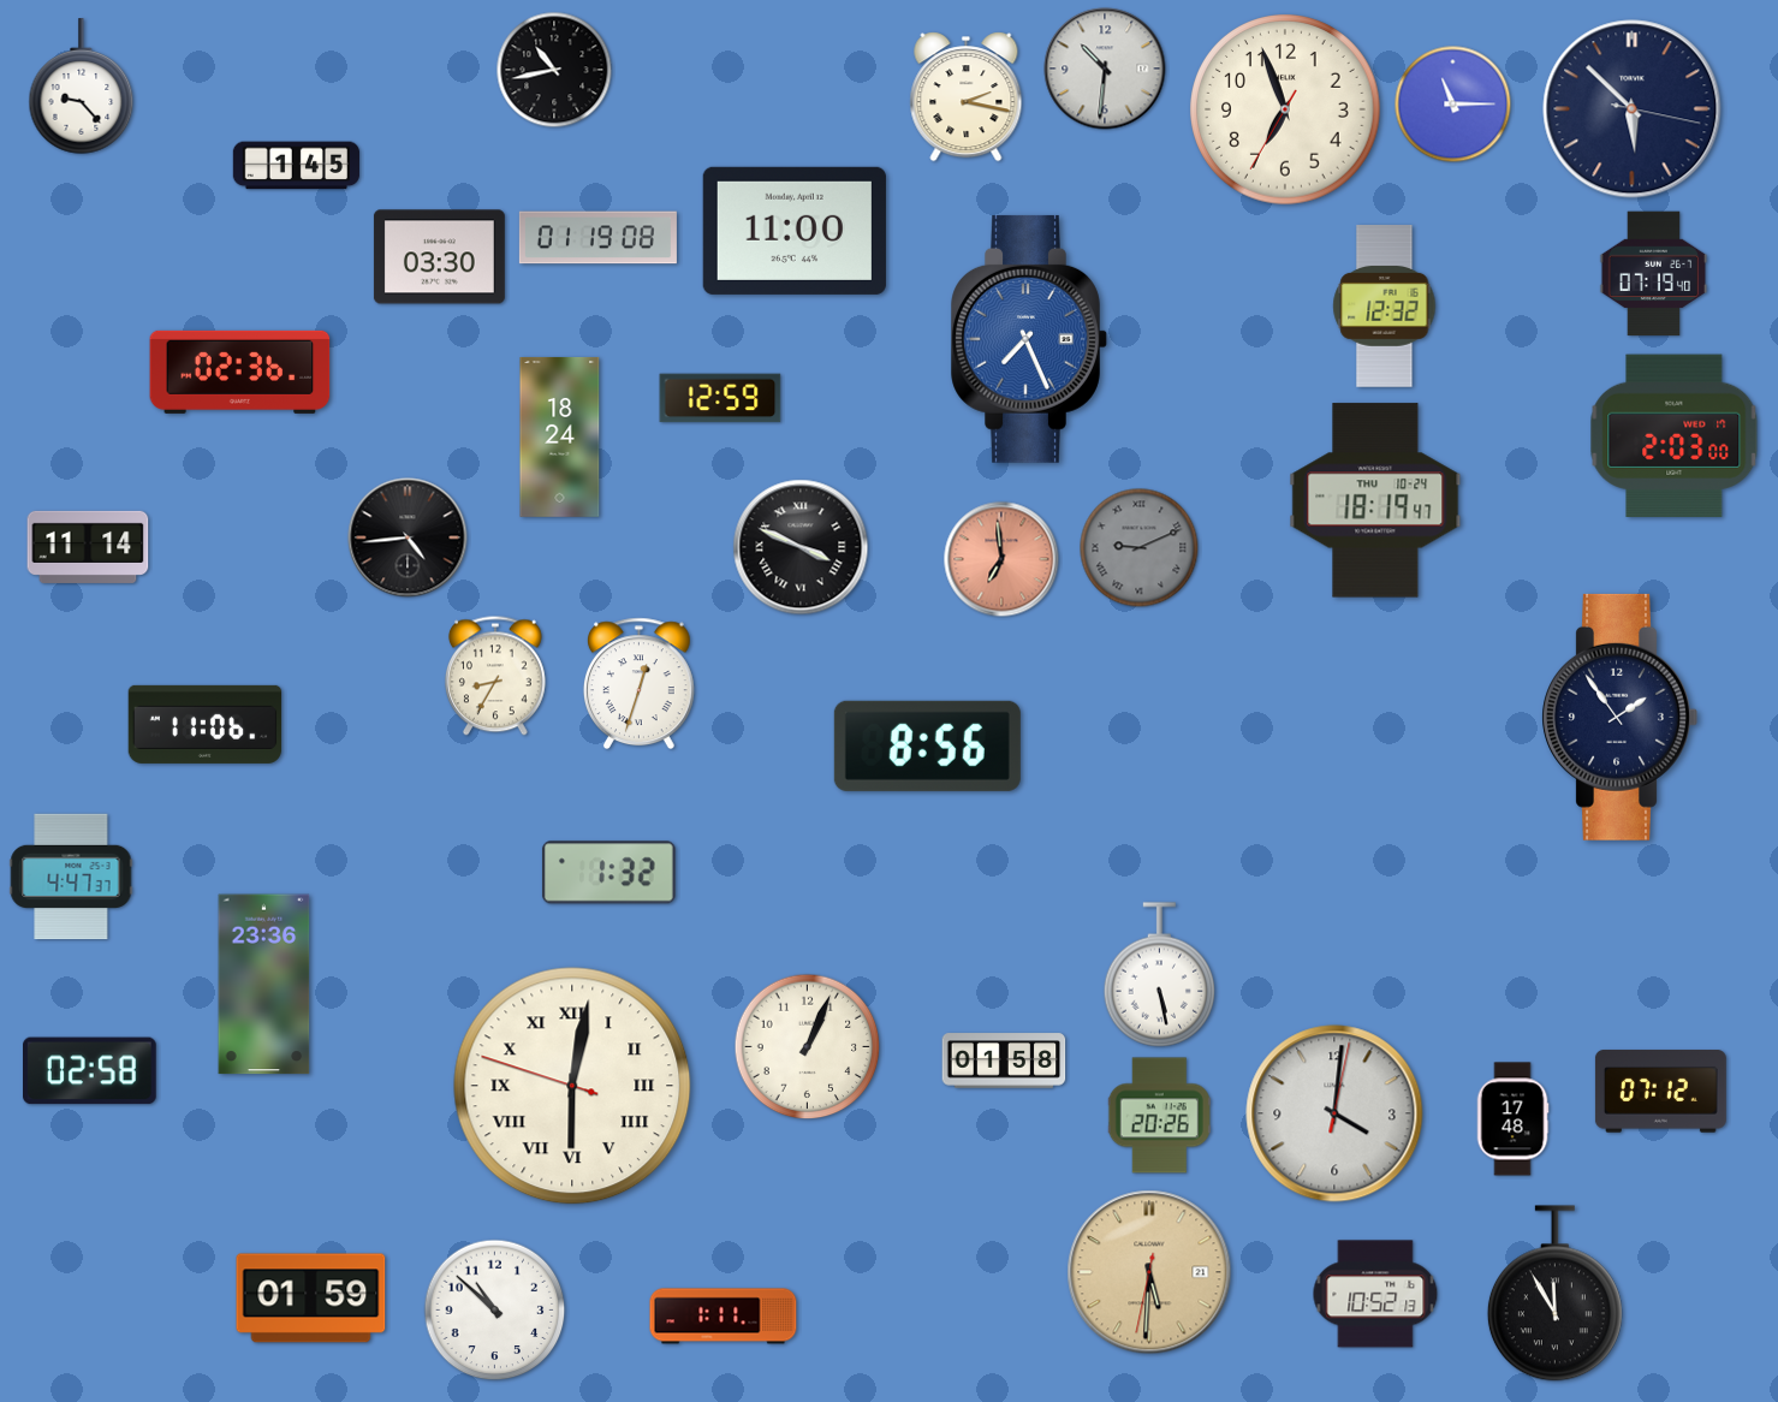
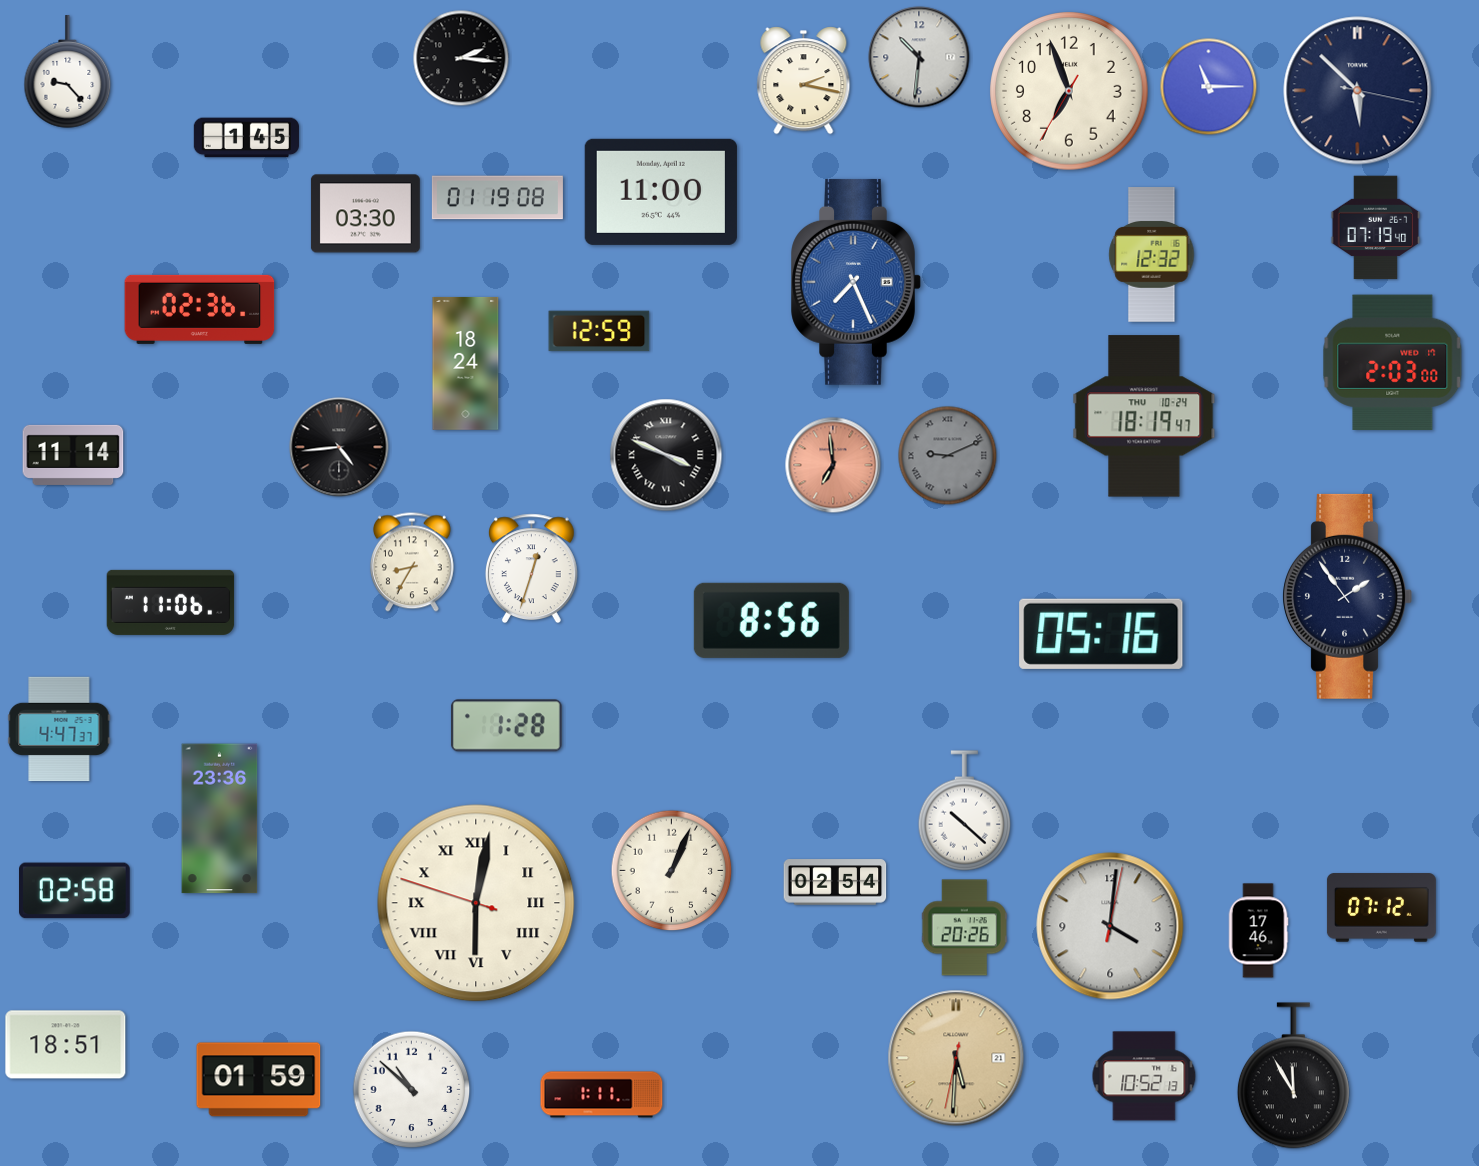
clock at (554, 70): 10:43 -> 2:16
clock at (1101, 634): none -> 05:16
clock at (608, 873): 1:32 -> 1:28
clock at (1160, 975): 5:28 -> 10:22
clock at (1004, 1061): 01:58 -> 02:54
clock at (1512, 1119): 17:48 -> 17:46
clock at (66, 1045): none -> 18:51
